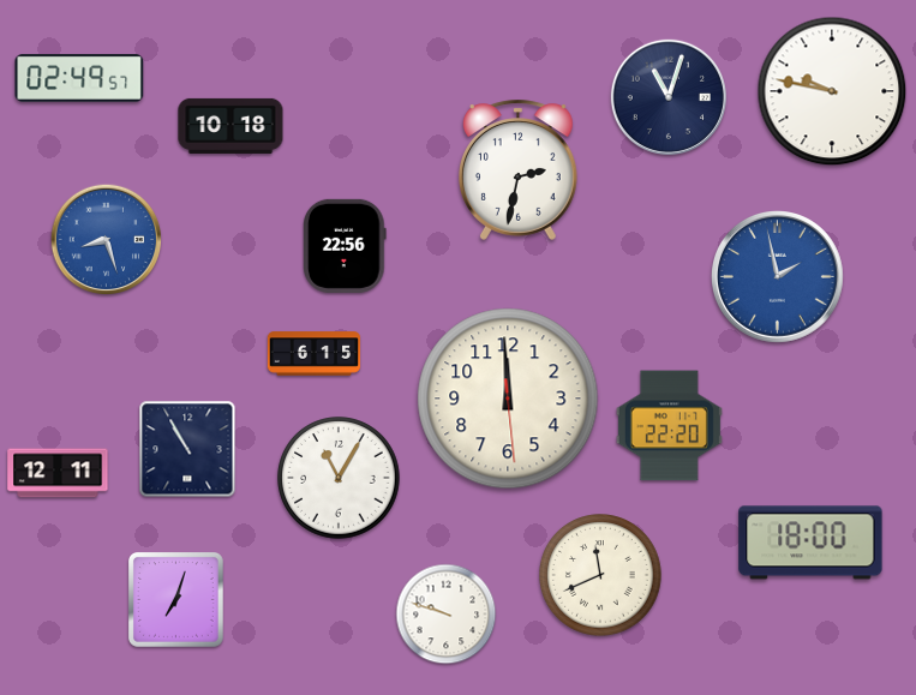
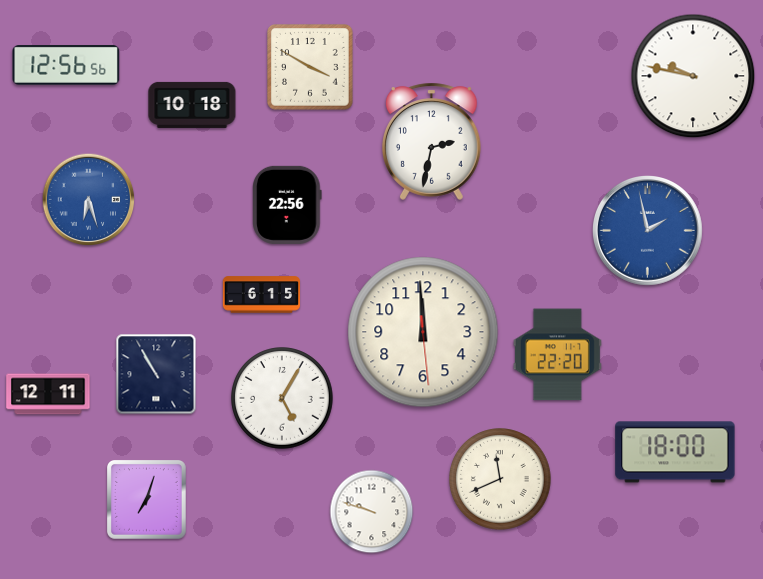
clock at (79, 79): 02:49 -> 12:56
clock at (311, 68): none -> 3:50
clock at (669, 97): 11:03 -> none
clock at (107, 240): 8:27 -> 6:27
clock at (339, 478): 11:05 -> 5:05
